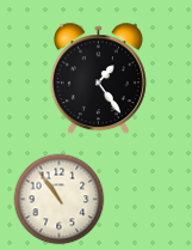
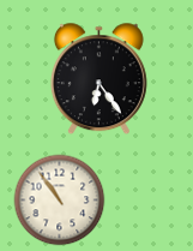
clock at (98, 79): 1:24 -> 6:24
